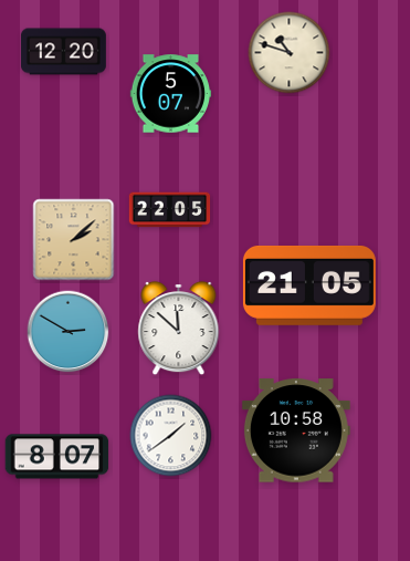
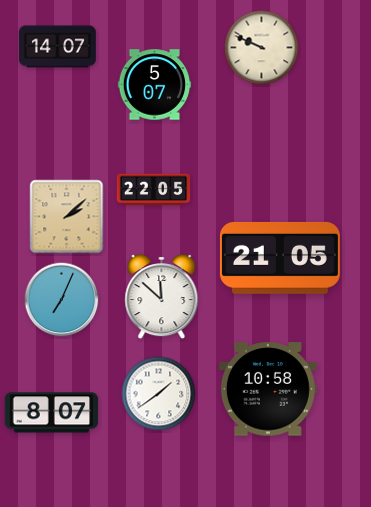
clock at (64, 52): 12:20 -> 14:07
clock at (290, 53): 10:48 -> 9:49
clock at (69, 332): 2:50 -> 7:04
clock at (171, 436) position: (171, 436) -> (159, 394)
